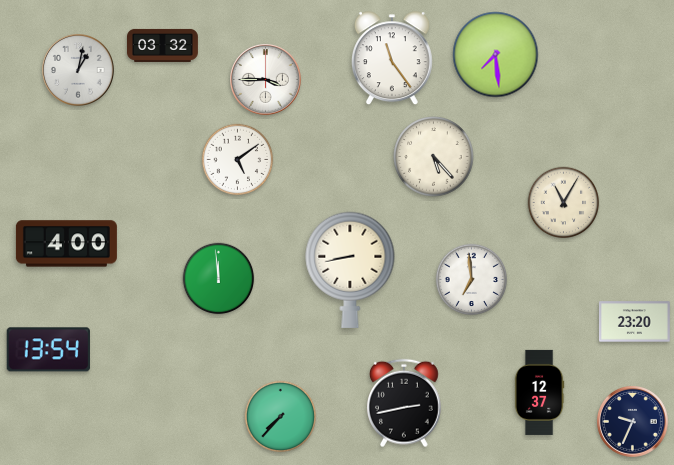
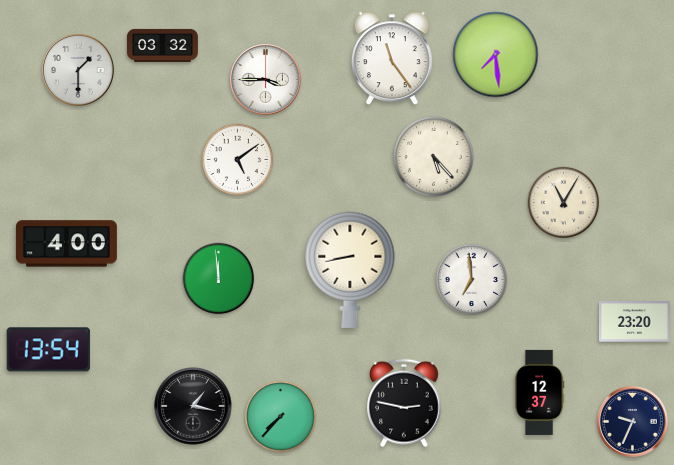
clock at (79, 71): 1:02 -> 1:30
clock at (405, 403): 2:43 -> 2:47
clock at (193, 406): none -> 1:17
